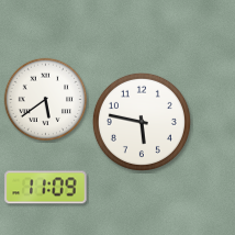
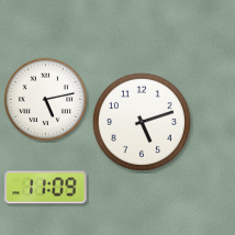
clock at (46, 100): 5:39 -> 5:13
clock at (142, 122): 5:47 -> 5:12
